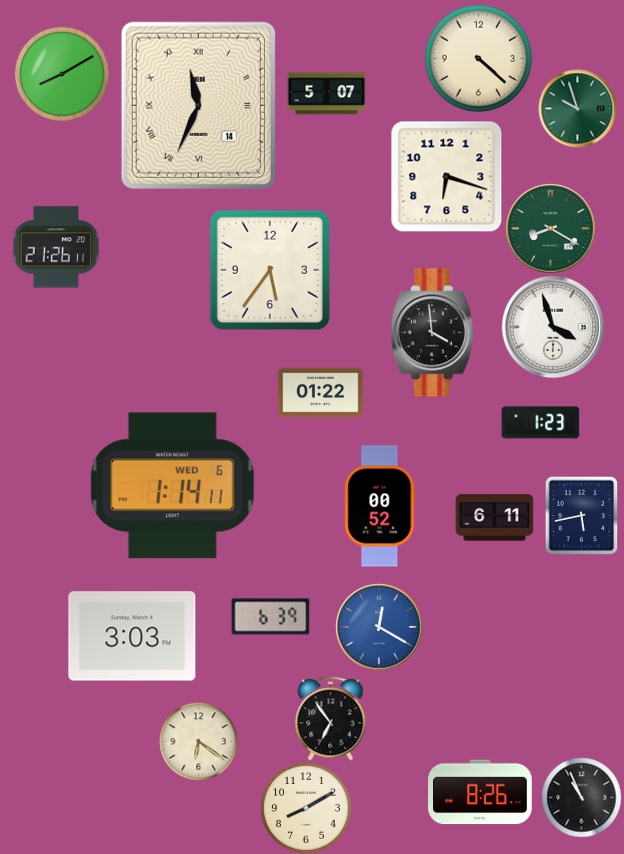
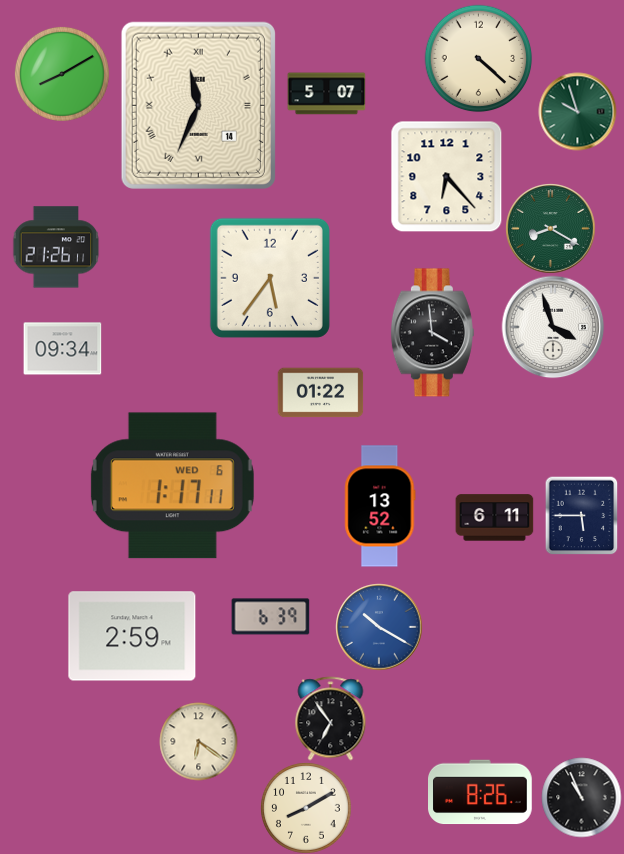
clock at (577, 108) position: (577, 108) -> (577, 111)
clock at (446, 176): 6:18 -> 6:23
clock at (270, 270) position: (270, 270) -> (270, 278)
clock at (62, 349): none -> 09:34
clock at (540, 423): 1:23 -> none
clock at (172, 486): 1:14 -> 1:17
clock at (380, 506): 00:52 -> 13:52
clock at (582, 515): 5:43 -> 5:45
clock at (379, 627): 12:20 -> 10:20
clock at (132, 636): 3:03 -> 2:59
